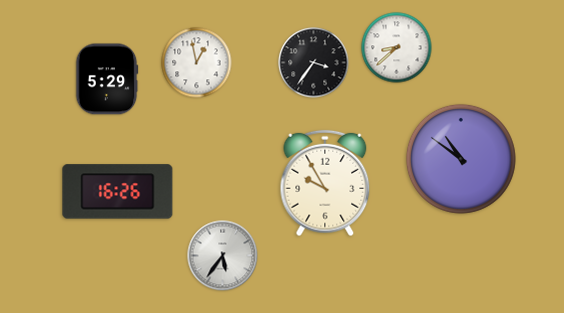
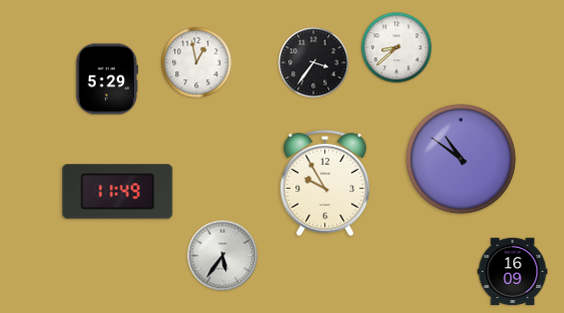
clock at (118, 192): 16:26 -> 11:49
clock at (513, 272): none -> 16:09
